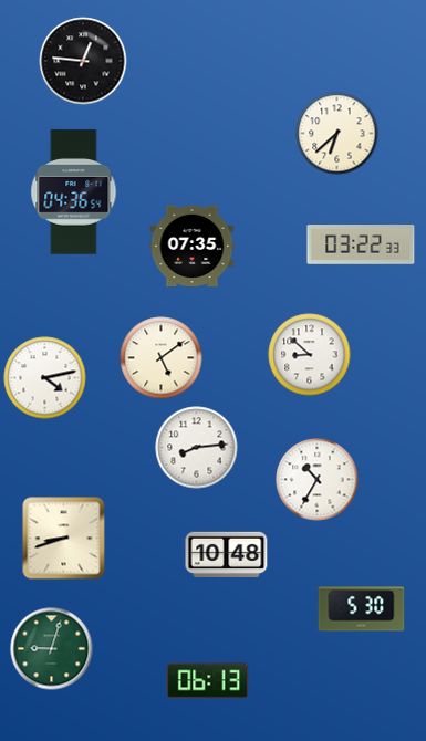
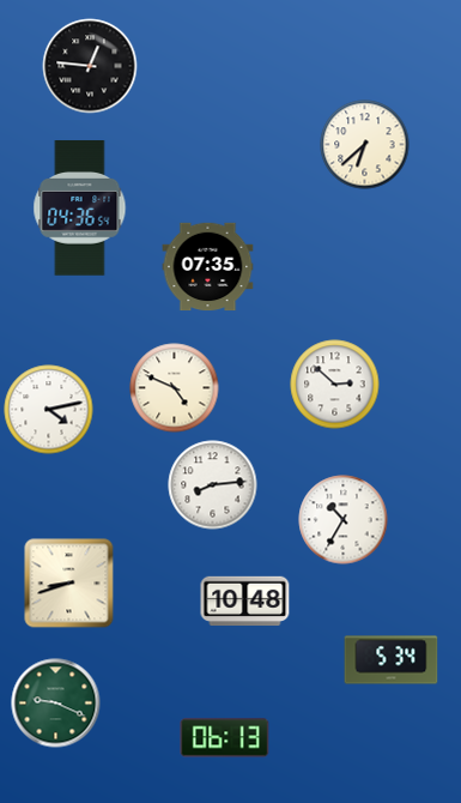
clock at (361, 244): 03:22 -> none
clock at (310, 355): 8:52 -> 2:52
clock at (162, 358): 5:09 -> 4:49
clock at (362, 609): 5:30 -> 5:34
clock at (52, 649): 9:03 -> 9:19
